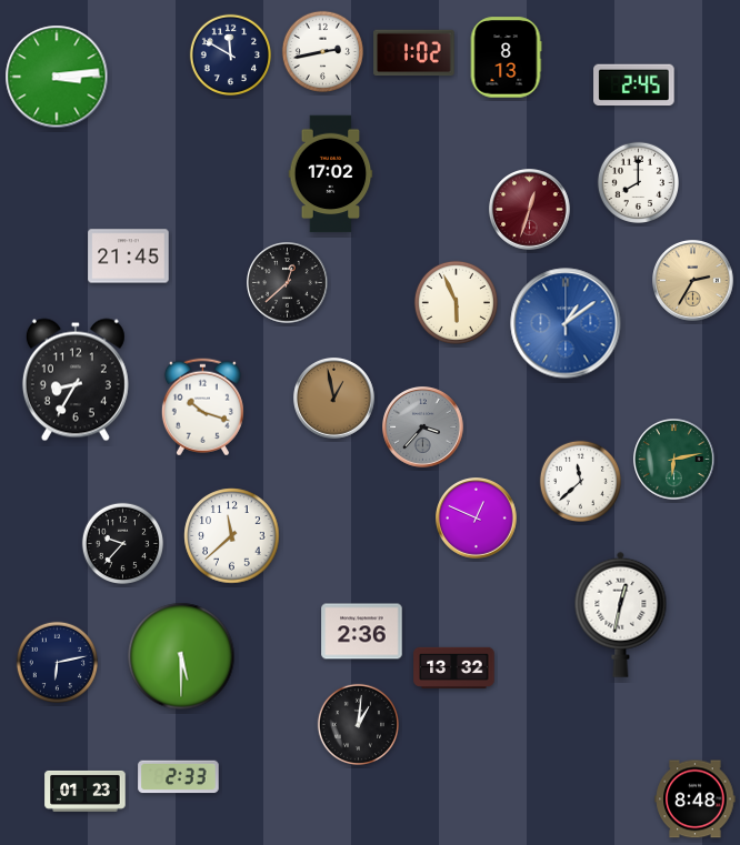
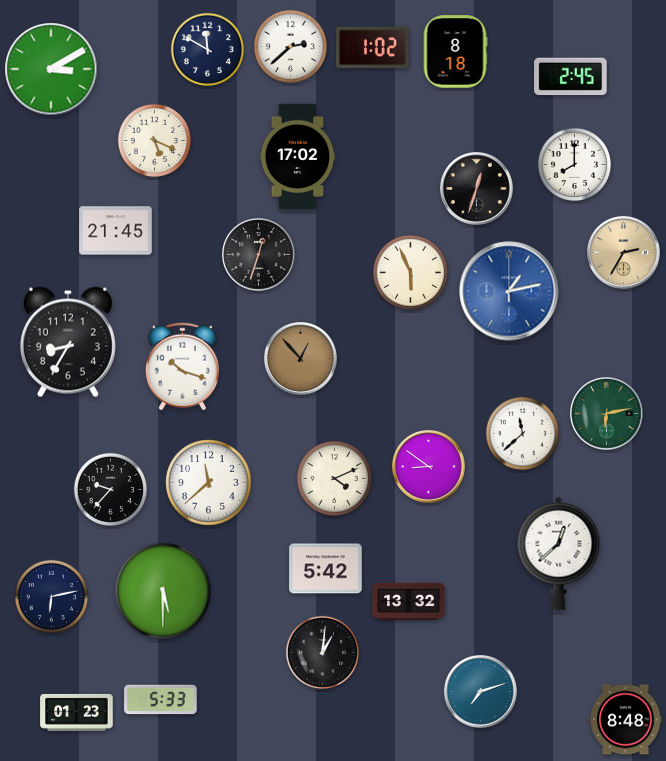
clock at (322, 51): 2:43 -> 2:38
clock at (506, 58): 8:13 -> 8:18
clock at (57, 77): 3:14 -> 3:10
clock at (154, 140): none -> 5:19
clock at (530, 210) dial: burgundy -> black
clock at (288, 283): 12:38 -> 12:33
clock at (566, 323): 1:09 -> 1:13
clock at (334, 399): 12:58 -> 12:53
clock at (423, 427): 3:37 -> none
clock at (477, 519): 12:49 -> 8:51
clock at (334, 478): none -> 4:11
clock at (621, 614): 12:32 -> 12:38
clock at (362, 632): 2:36 -> 5:42
clock at (481, 692): none -> 7:12
clock at (179, 777): 2:33 -> 5:33
